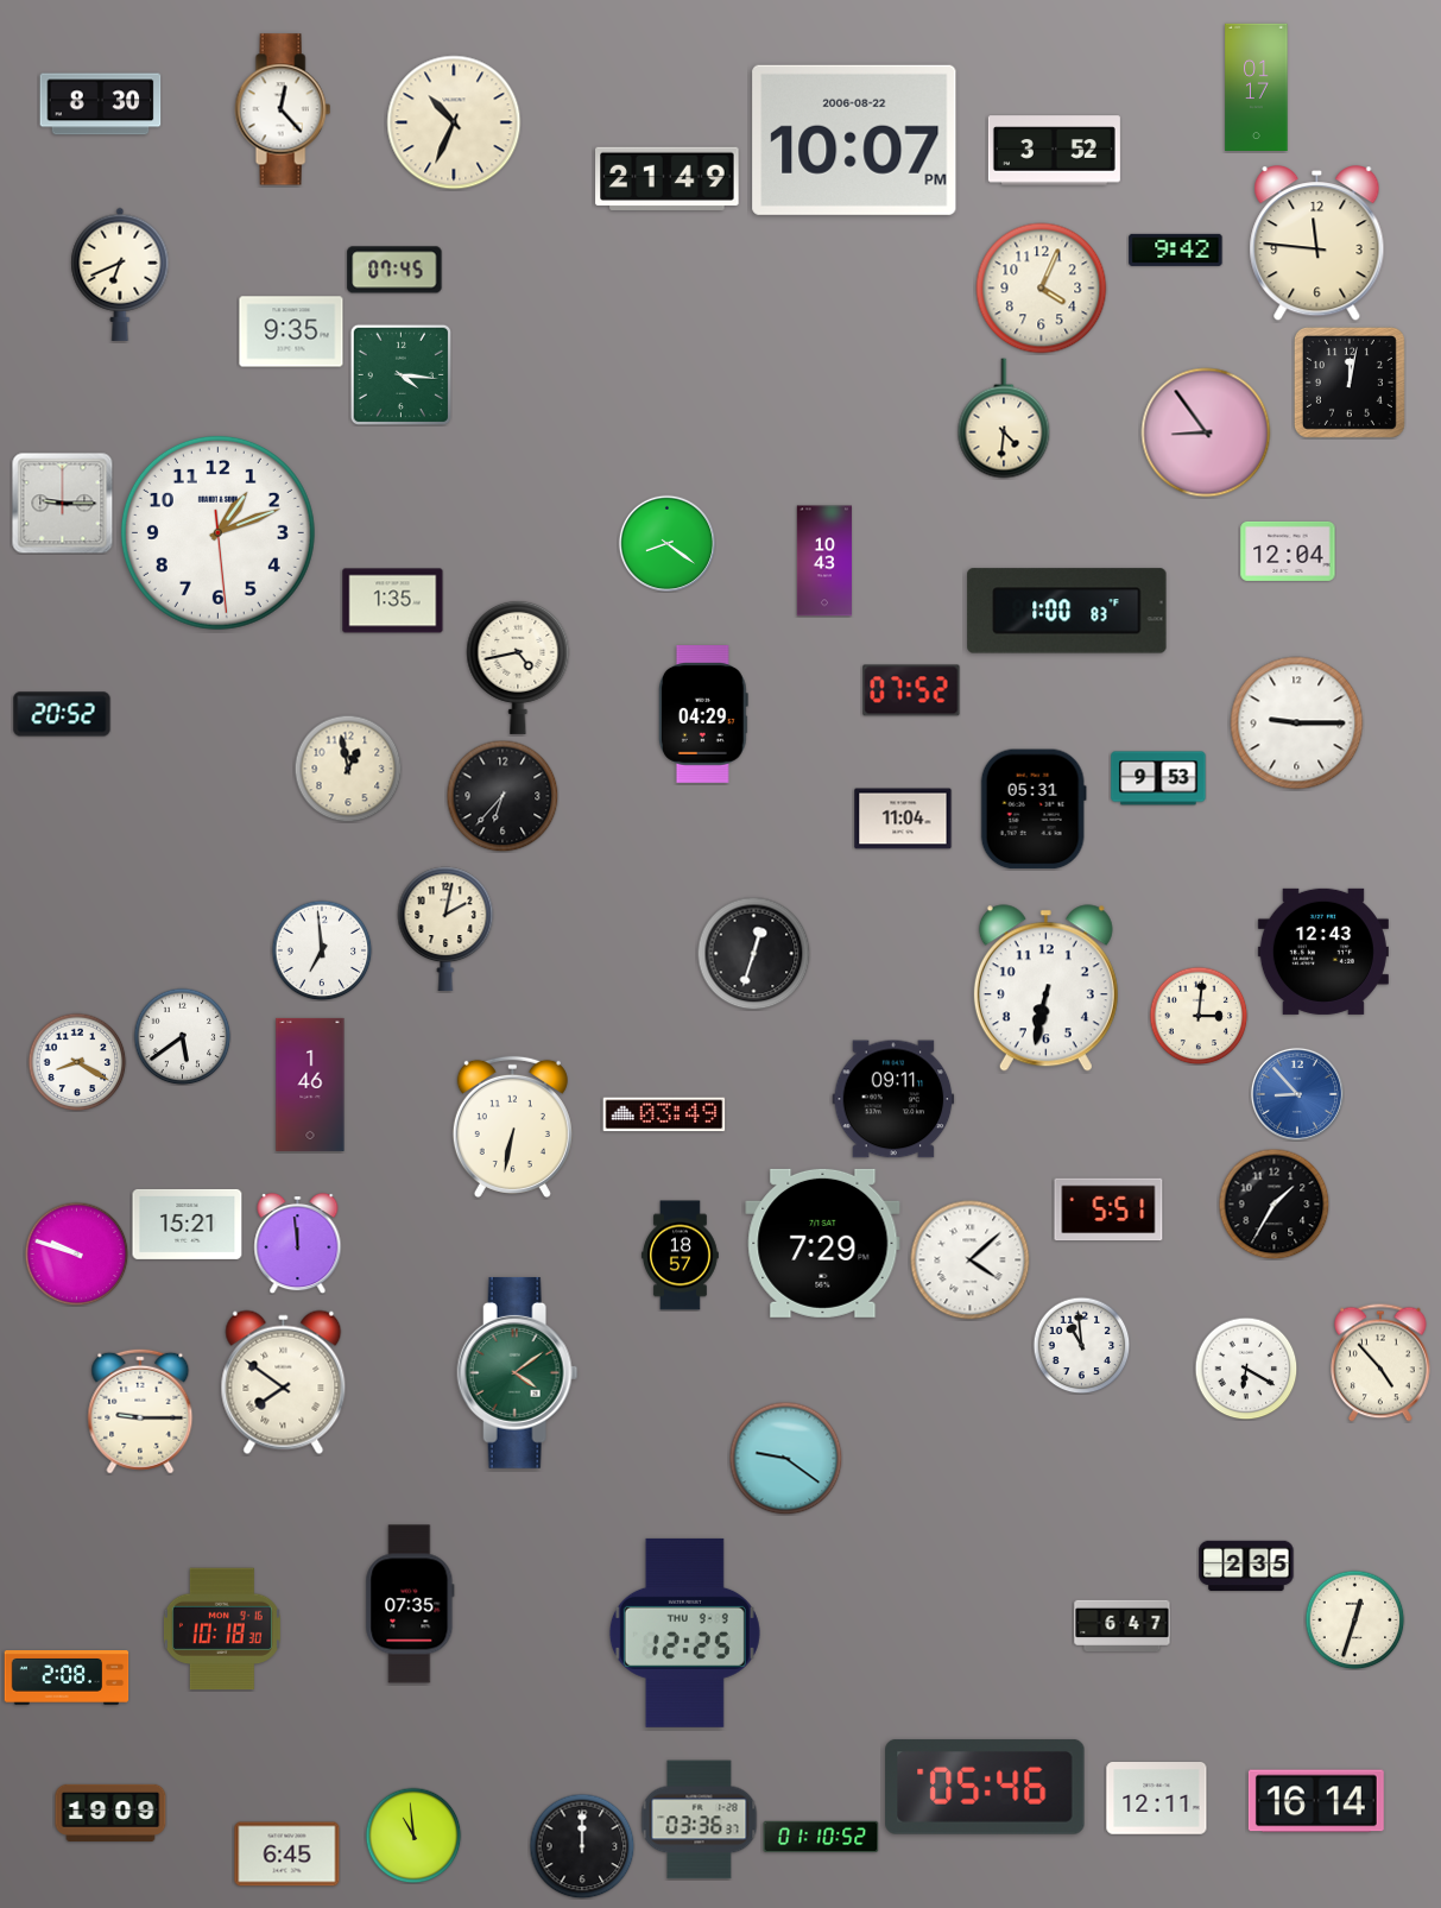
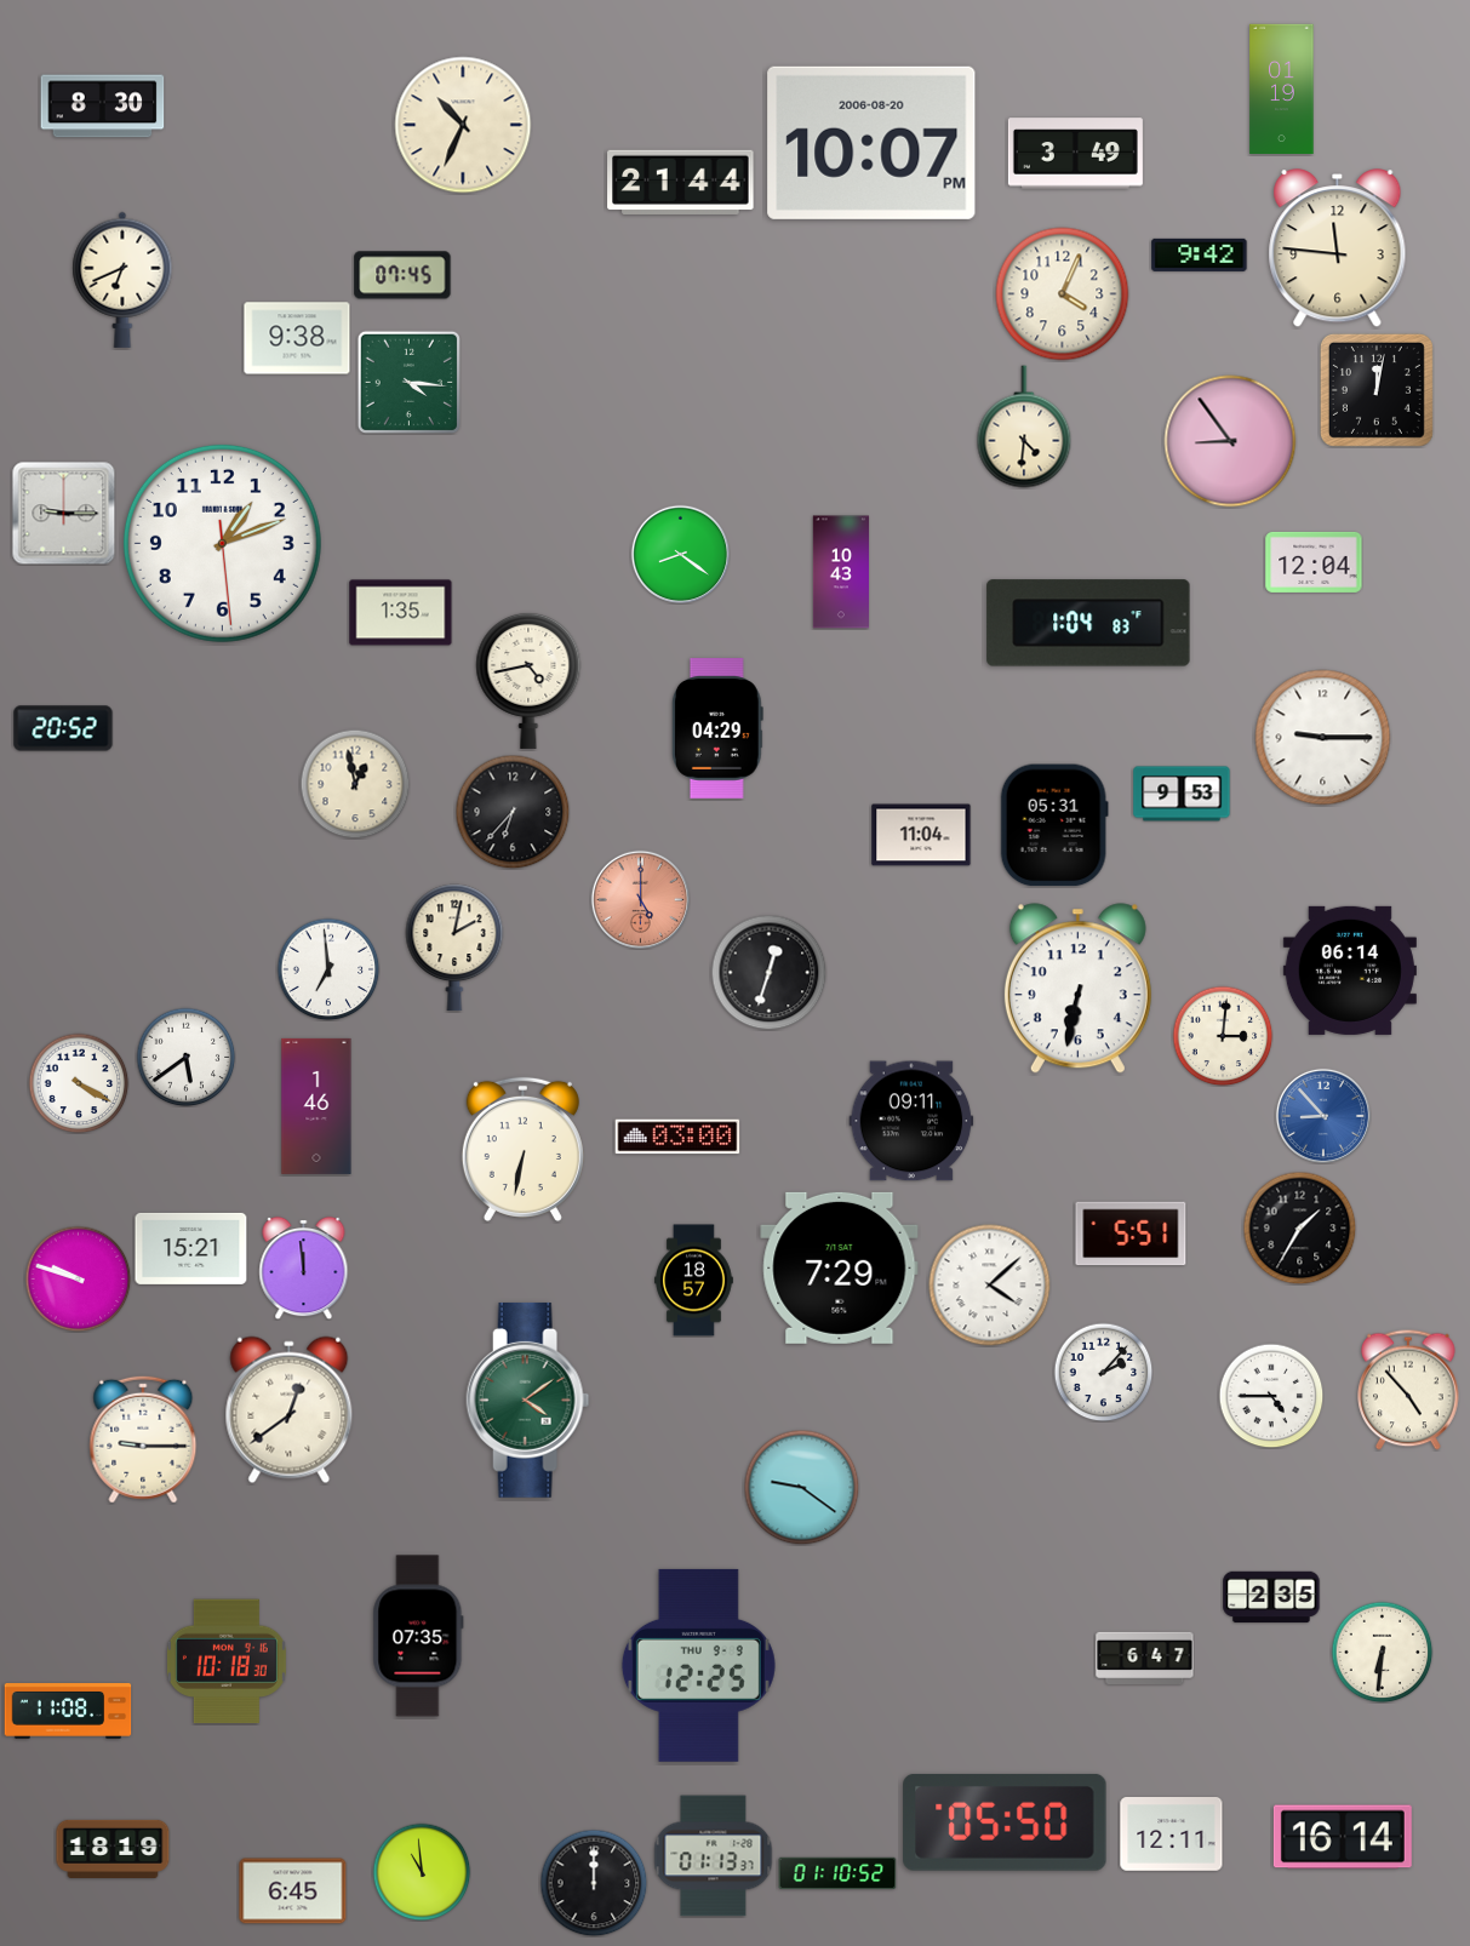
clock at (1257, 87): 01:17 -> 01:19
clock at (283, 109): 12:23 -> none
clock at (854, 140) date: 2006-08-22 -> 2006-08-20
clock at (1054, 151): 3:52 -> 3:49
clock at (668, 178): 21:49 -> 21:44
clock at (1317, 244) position: (1317, 244) -> (1338, 248)
clock at (291, 331): 9:35 -> 9:38
clock at (1067, 611): 1:00 -> 1:04
clock at (911, 690): 07:52 -> none
clock at (640, 899): none -> 5:00
clock at (1323, 952): 12:43 -> 06:14
clock at (1045, 988) position: (1045, 988) -> (1077, 989)
clock at (77, 1062): 8:20 -> 4:20
clock at (664, 1114): 03:49 -> 03:00
clock at (1081, 1345): 10:59 -> 2:07
clock at (1246, 1369): 6:20 -> 4:45
clock at (284, 1383): 7:51 -> 12:39
clock at (1354, 1619): 12:33 -> 6:31
clock at (67, 1679): 2:08 -> 11:08
clock at (985, 1787): 05:46 -> 05:50
clock at (1157, 1799) position: (1157, 1799) -> (1172, 1835)
clock at (110, 1813): 19:09 -> 18:19
clock at (700, 1820): 03:36 -> 01:13
